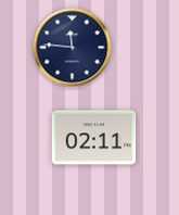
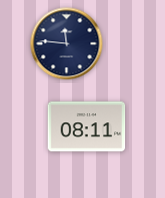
clock at (94, 138): 02:11 -> 08:11
